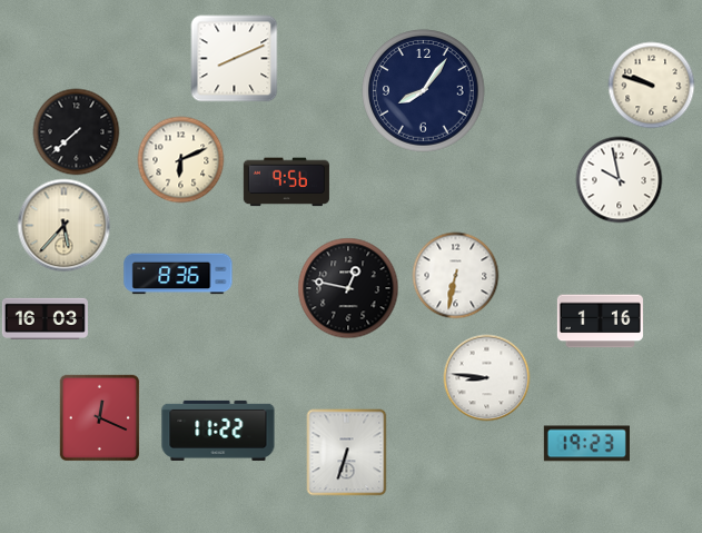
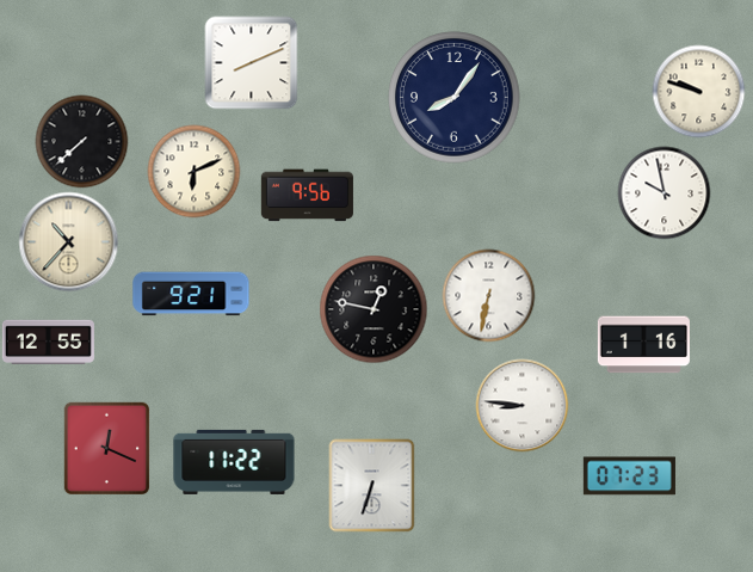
clock at (63, 225): 5:37 -> 10:37
clock at (178, 274): 8:36 -> 9:21
clock at (45, 318): 16:03 -> 12:55
clock at (586, 444): 19:23 -> 07:23
